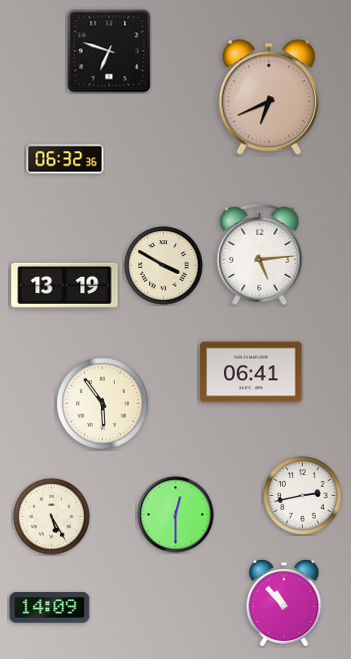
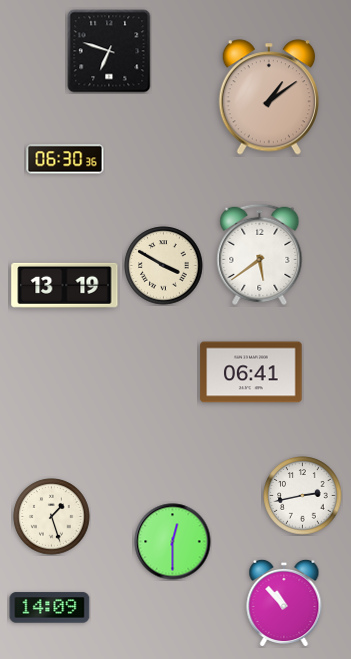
clock at (268, 97): 6:41 -> 1:09
clock at (65, 159): 06:32 -> 06:30
clock at (260, 254): 5:14 -> 5:39
clock at (103, 404): 5:54 -> none
clock at (176, 515) position: (176, 515) -> (173, 542)
clock at (52, 517): 5:25 -> 1:27
